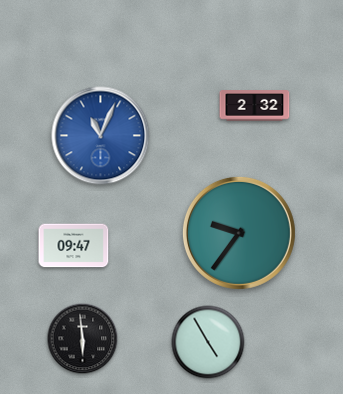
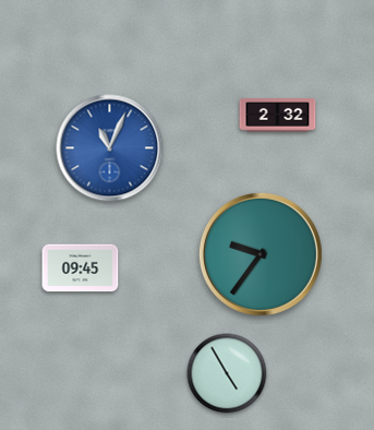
clock at (74, 246): 09:47 -> 09:45
clock at (83, 339): 5:59 -> none
